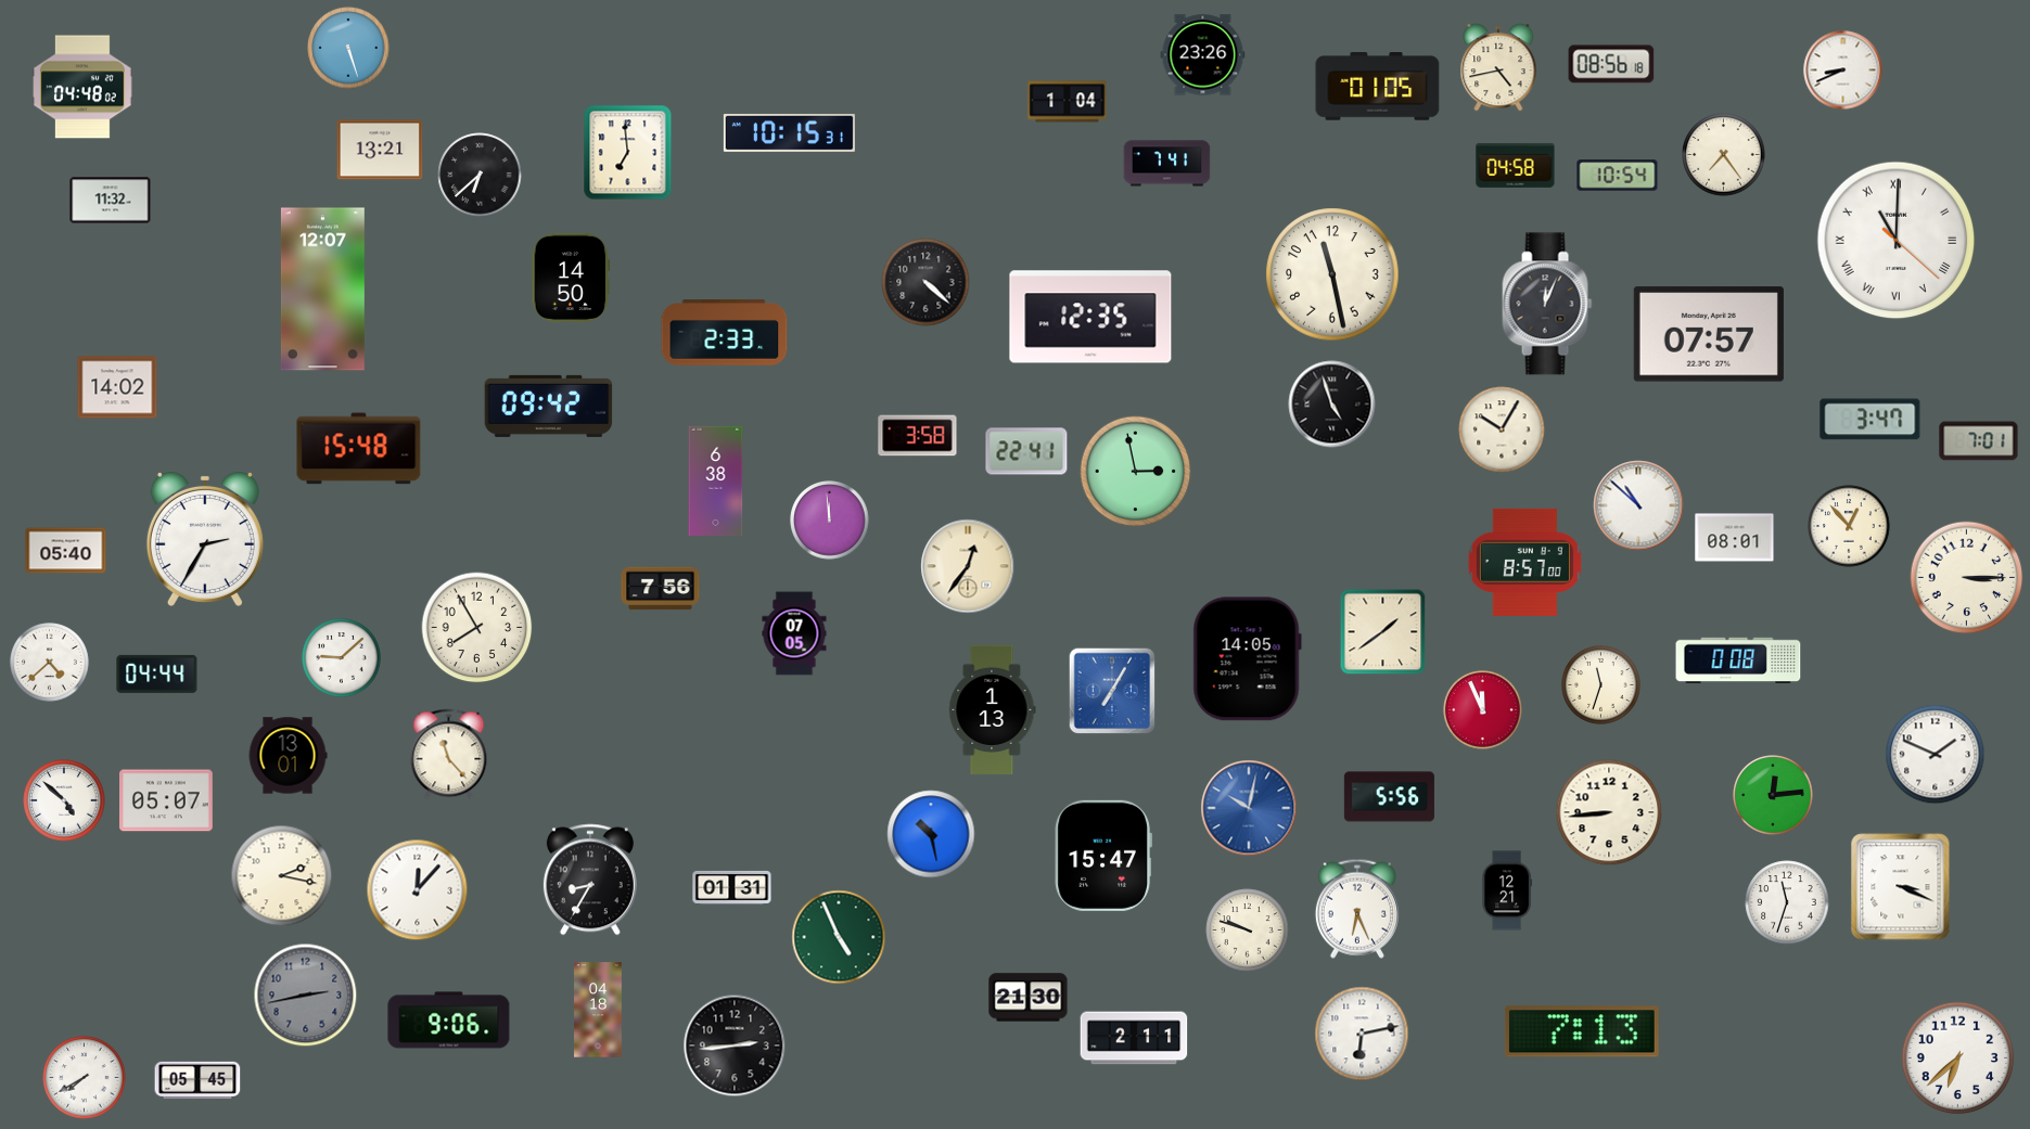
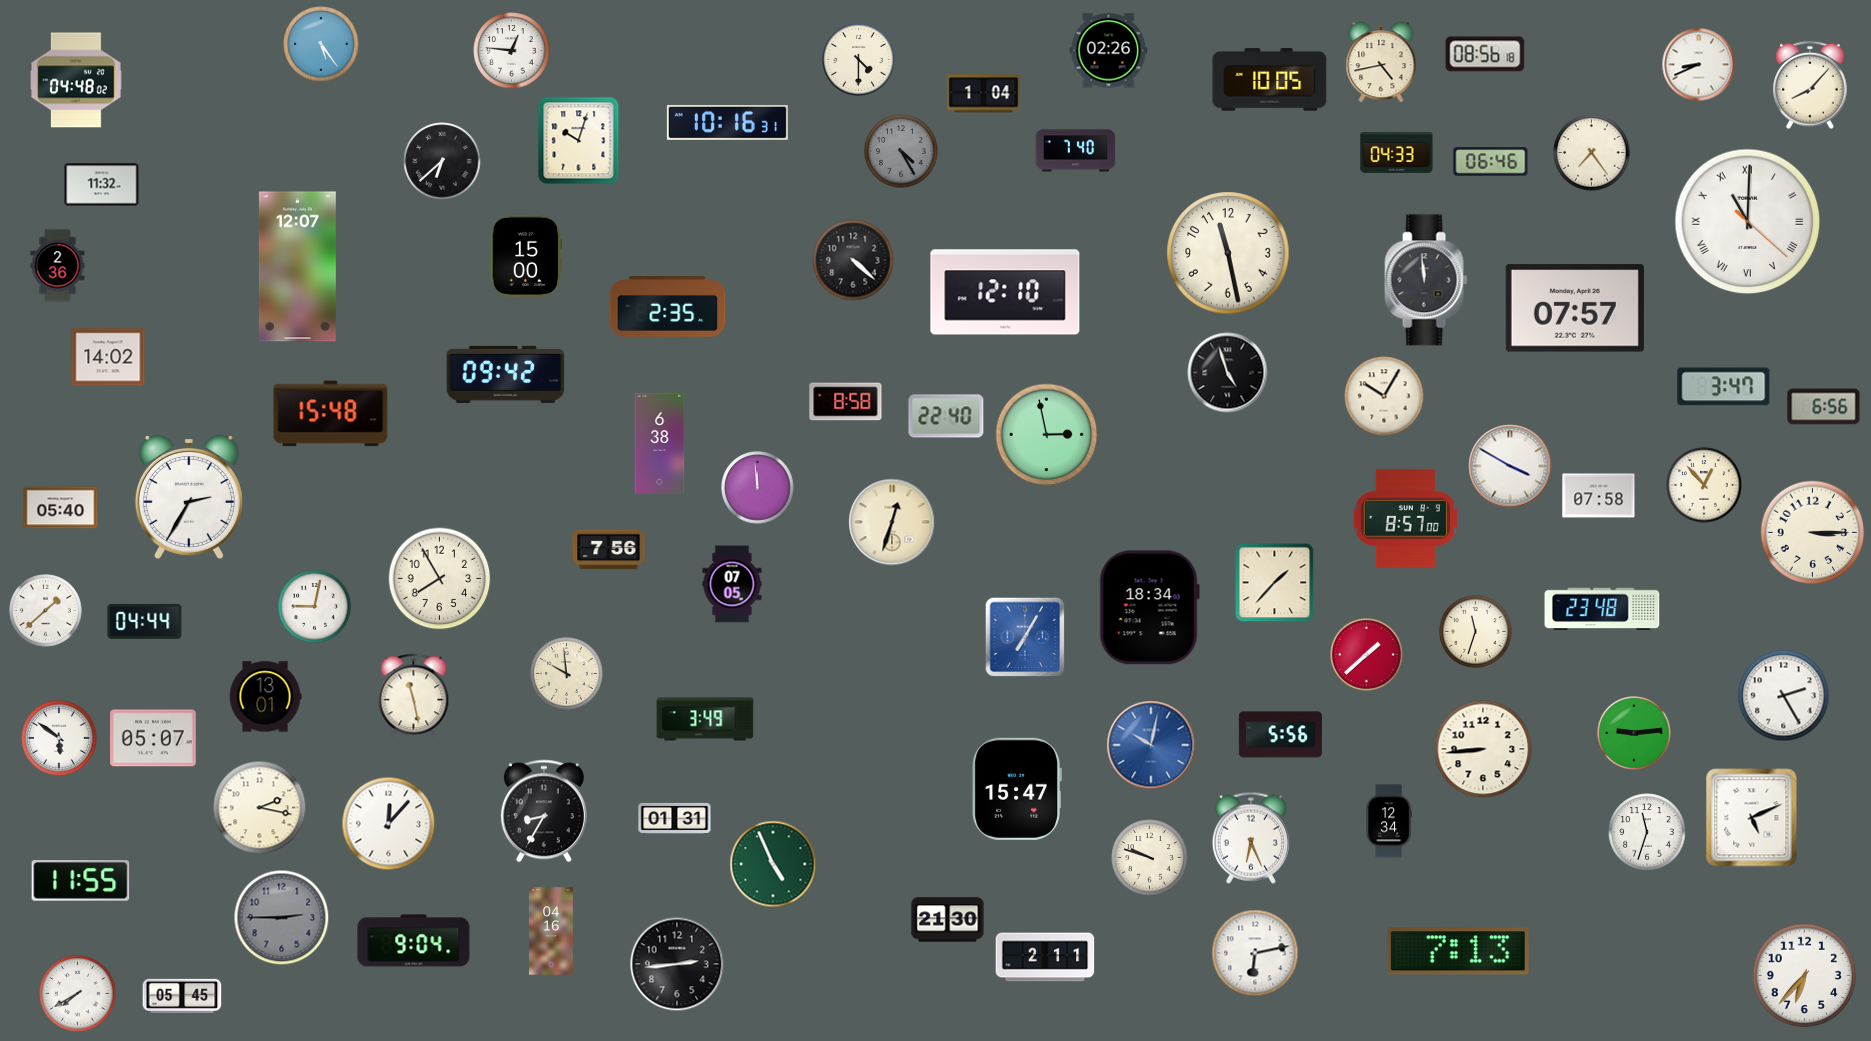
clock at (348, 48): 5:27 -> 5:24
clock at (512, 51): none -> 12:46
clock at (1203, 55): 23:26 -> 02:26
clock at (1611, 64) position: (1611, 64) -> (1485, 54)
clock at (859, 60): none -> 4:30
clock at (1378, 87): 01:05 -> 10:05
clock at (1810, 85): none -> 8:07
clock at (789, 132): 10:15 -> 10:16
clock at (380, 150): 13:21 -> none
clock at (628, 153): 6:59 -> 10:03
clock at (1724, 155) position: (1724, 155) -> (1592, 153)
clock at (901, 151): none -> 4:25
clock at (1167, 164): 7:41 -> 7:40
clock at (1516, 165): 04:58 -> 04:33
clock at (1618, 176): 10:54 -> 06:46
clock at (571, 277): 14:50 -> 15:00
clock at (58, 266): none -> 2:36
clock at (1547, 304): 12:04 -> 11:59
clock at (1090, 317): 12:35 -> 12:10
clock at (725, 333): 2:33 -> 2:35
clock at (918, 436): 3:58 -> 8:58
clock at (1979, 441): 7:01 -> 6:56
clock at (1026, 451): 22:41 -> 22:40
clock at (1638, 505): 10:52 -> 3:50
clock at (830, 521) position: (830, 521) -> (758, 488)
clock at (1735, 538): 08:01 -> 07:58
clock at (968, 566): 12:36 -> 12:33
clock at (661, 589) position: (661, 589) -> (609, 550)
clock at (1383, 632): 1:39 -> 1:37
clock at (342, 658): 9:08 -> 9:02
clock at (1247, 659): 14:05 -> 18:34
clock at (1738, 659): 0:08 -> 23:48
clock at (50, 663): 4:38 -> 1:38
clock at (993, 709): 1:13 -> none
clock at (1483, 710): 11:56 -> 1:38
clock at (567, 674): none -> 9:59
clock at (449, 755): 11:23 -> 11:28
clock at (1936, 755): 1:49 -> 2:25
clock at (705, 719): none -> 3:49
clock at (1773, 795): 12:14 -> 9:14
clock at (64, 800): 4:52 -> 5:51
clock at (931, 834): 10:28 -> none
clock at (1901, 887): 3:19 -> 5:11
clock at (418, 890) position: (418, 890) -> (389, 824)
clock at (1507, 890): 12:21 -> 12:34
clock at (81, 881): none -> 11:55
clock at (306, 996): 2:43 -> 2:45
clock at (599, 1010): 04:18 -> 04:16
clock at (449, 1021): 9:06 -> 9:04
clock at (1958, 1059): 6:38 -> 6:37
